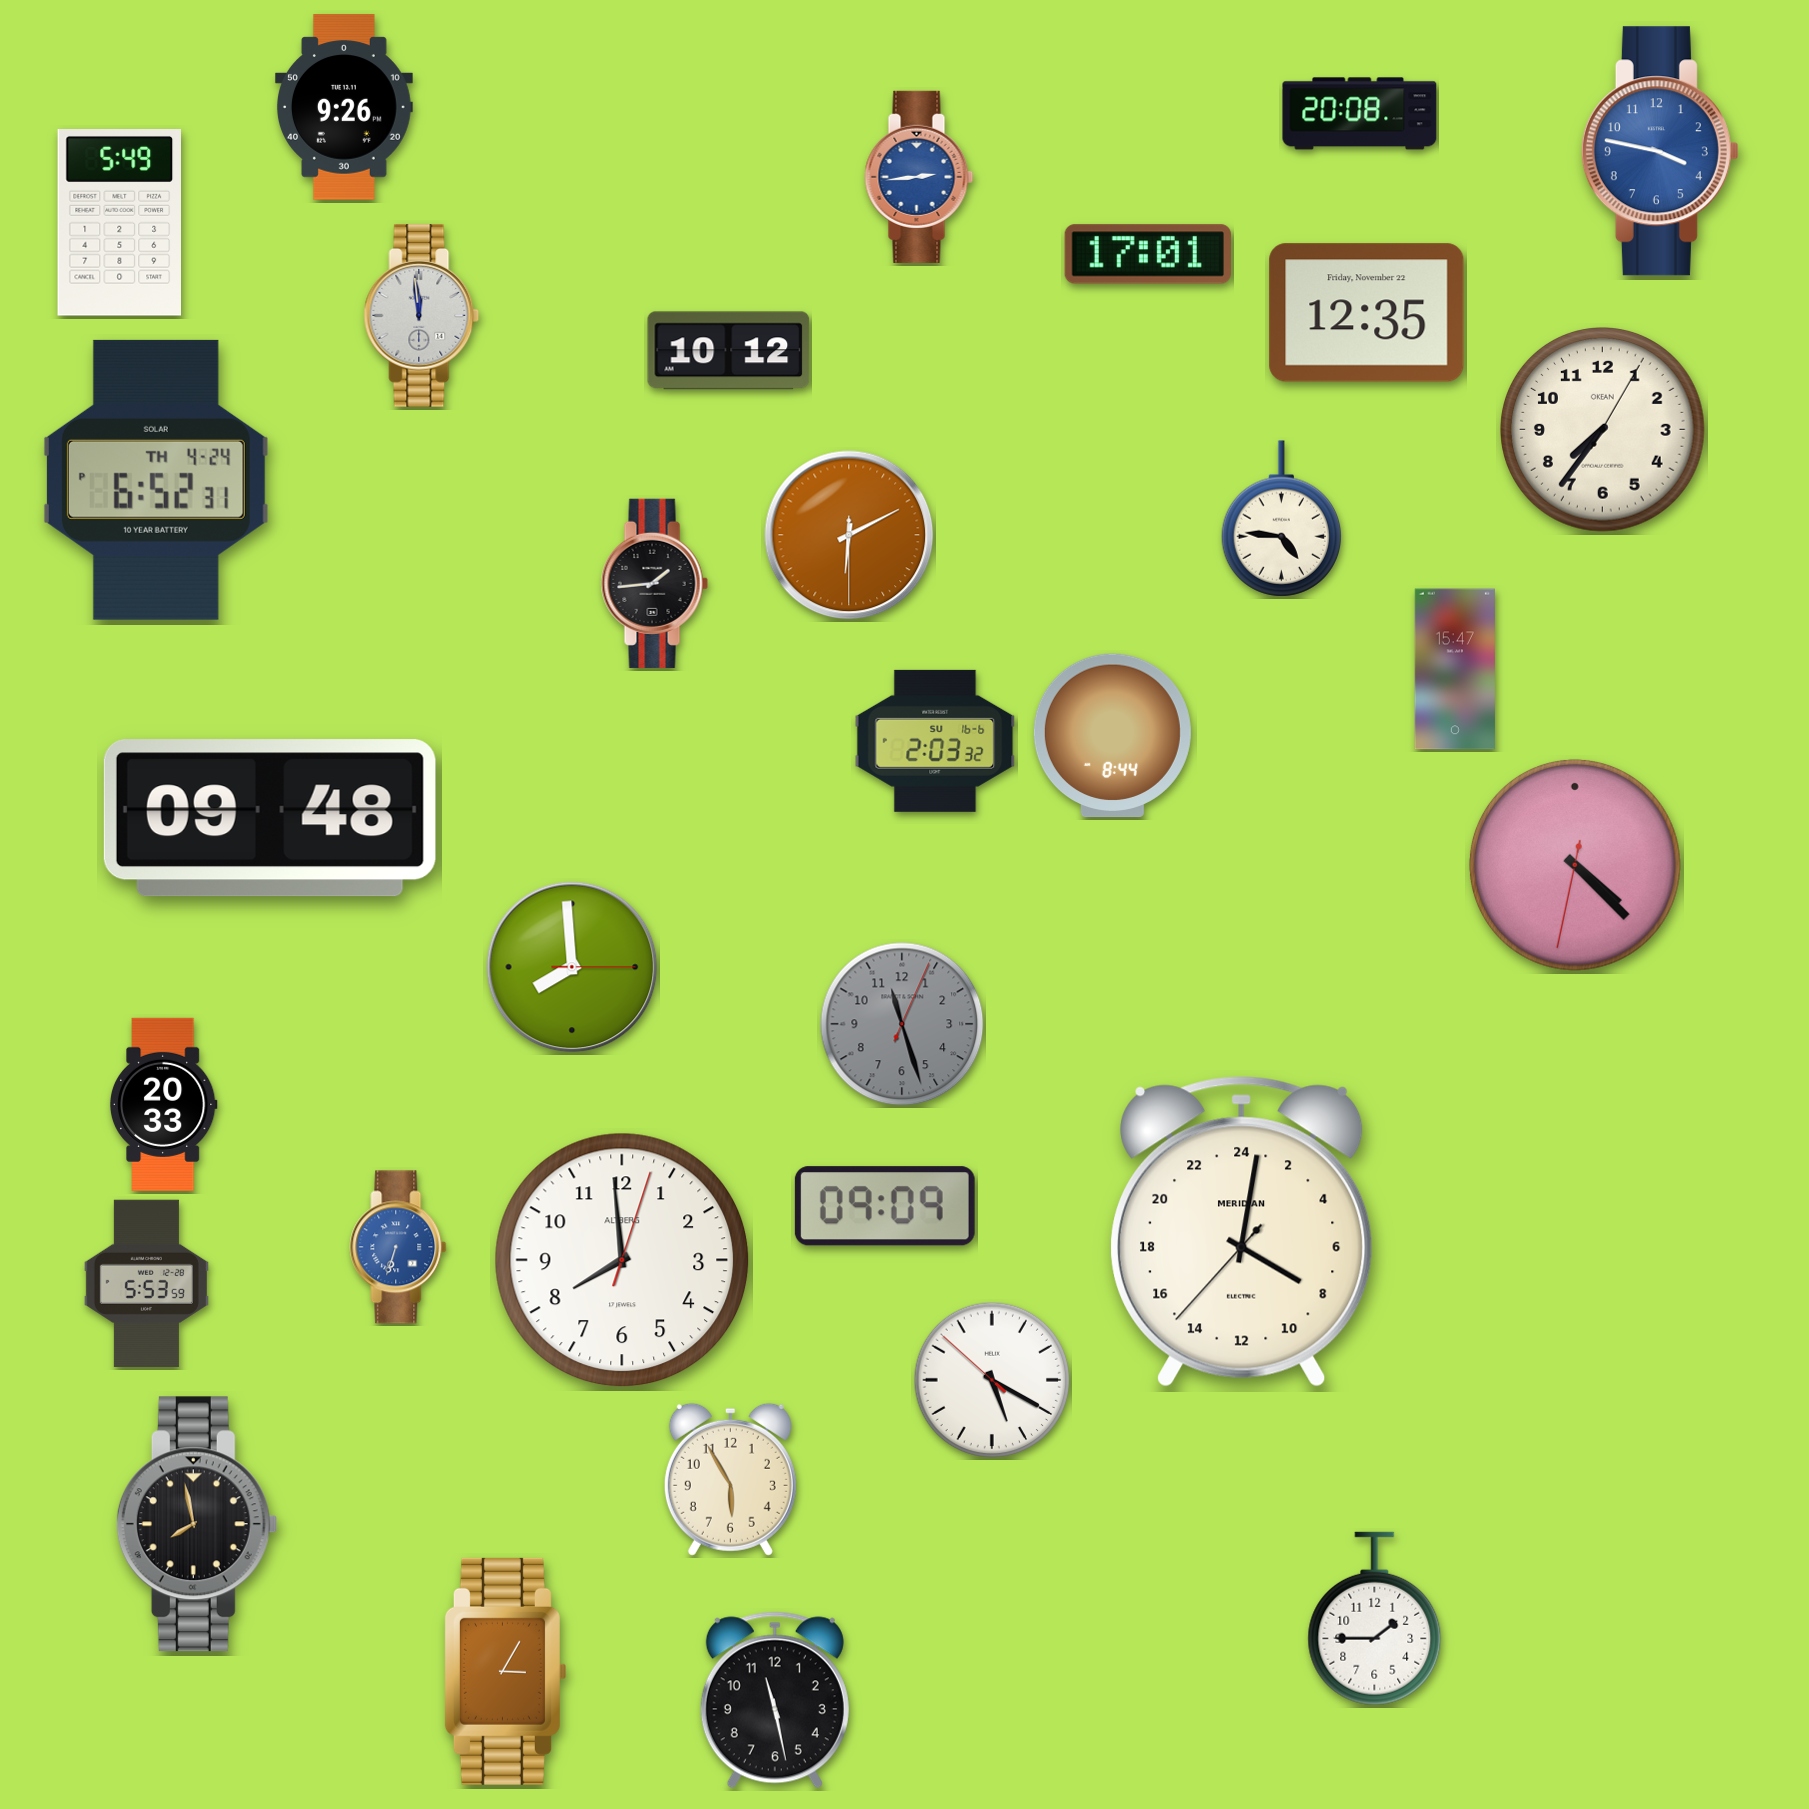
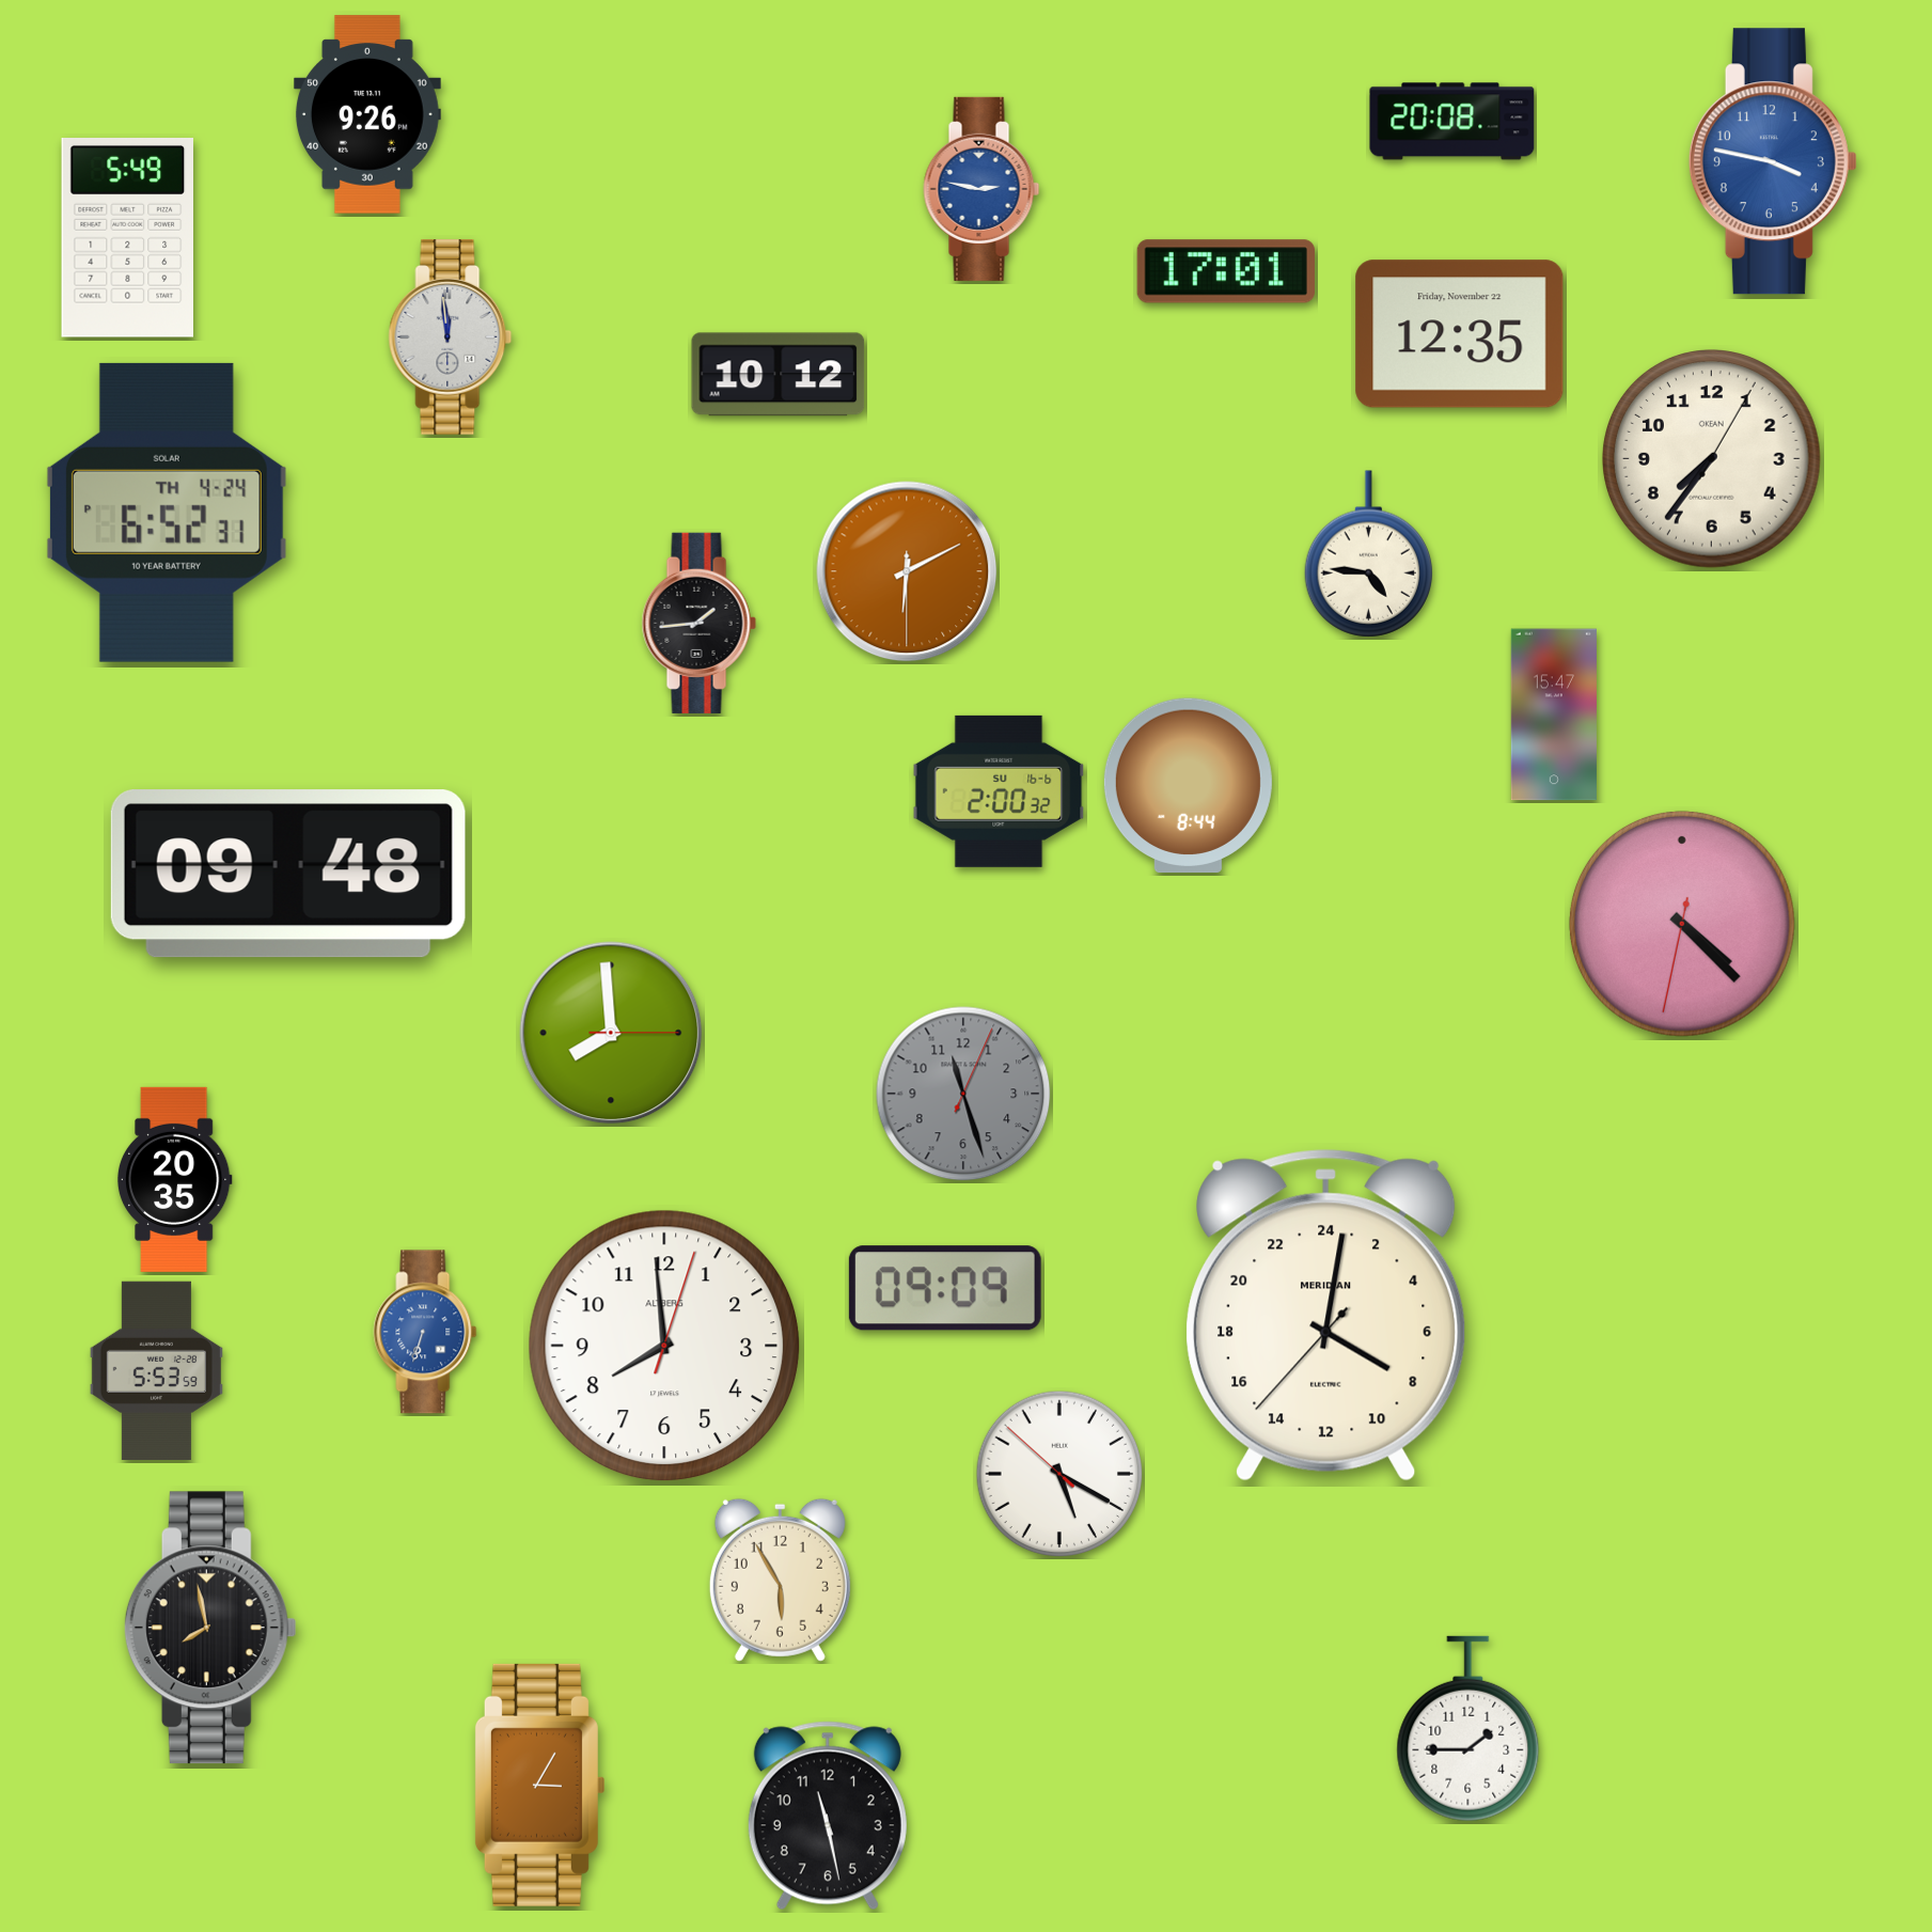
clock at (919, 177): 2:44 -> 2:47
clock at (935, 741): 2:03 -> 2:00
clock at (163, 1104): 20:33 -> 20:35
